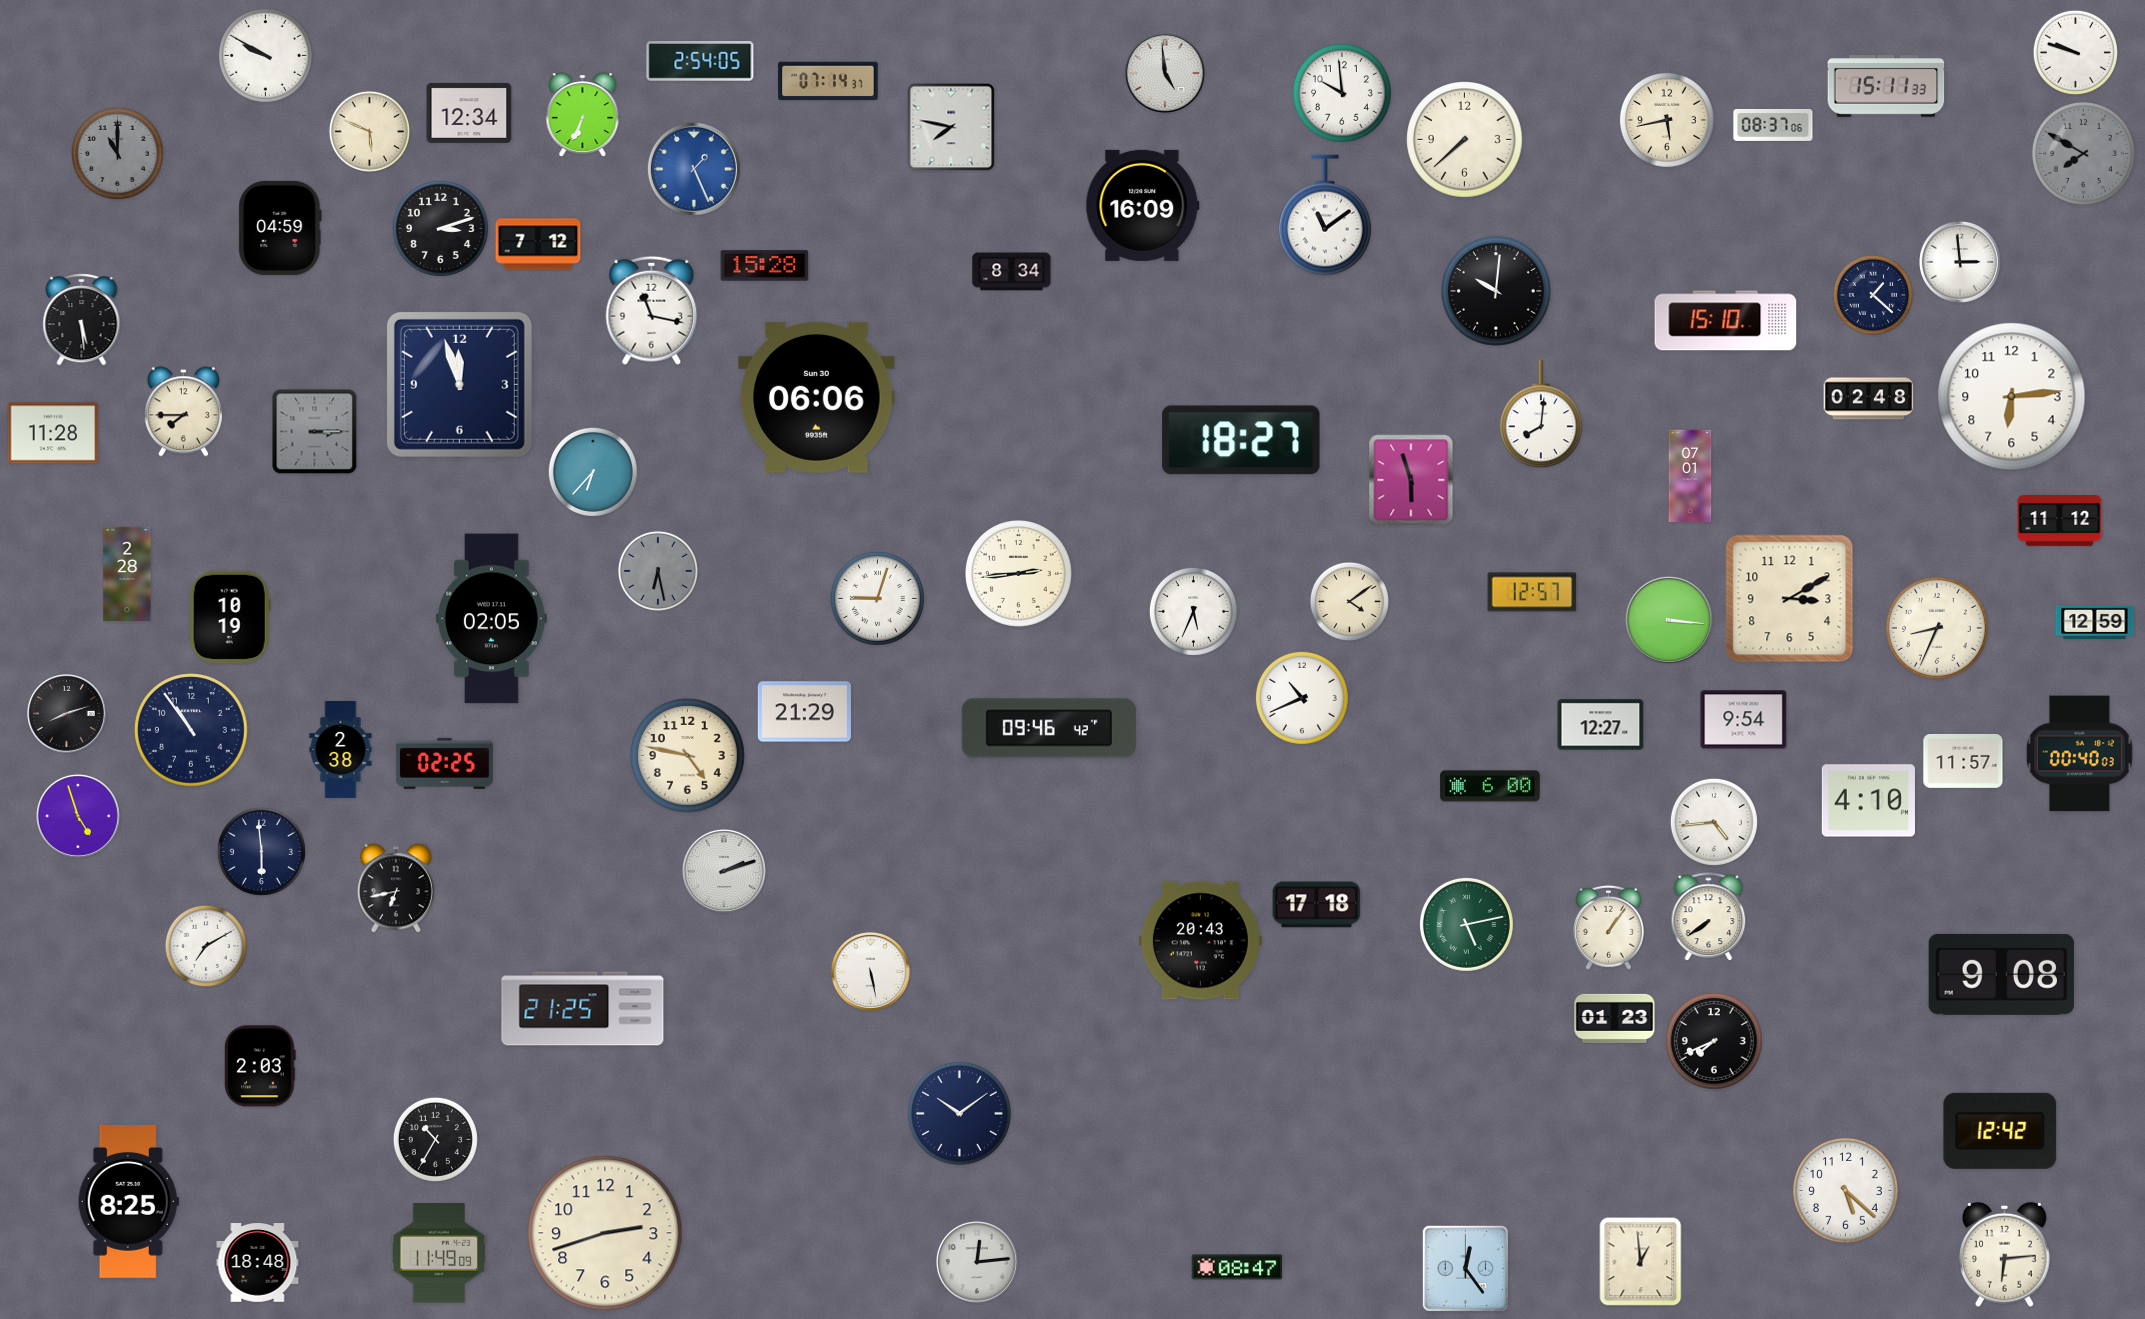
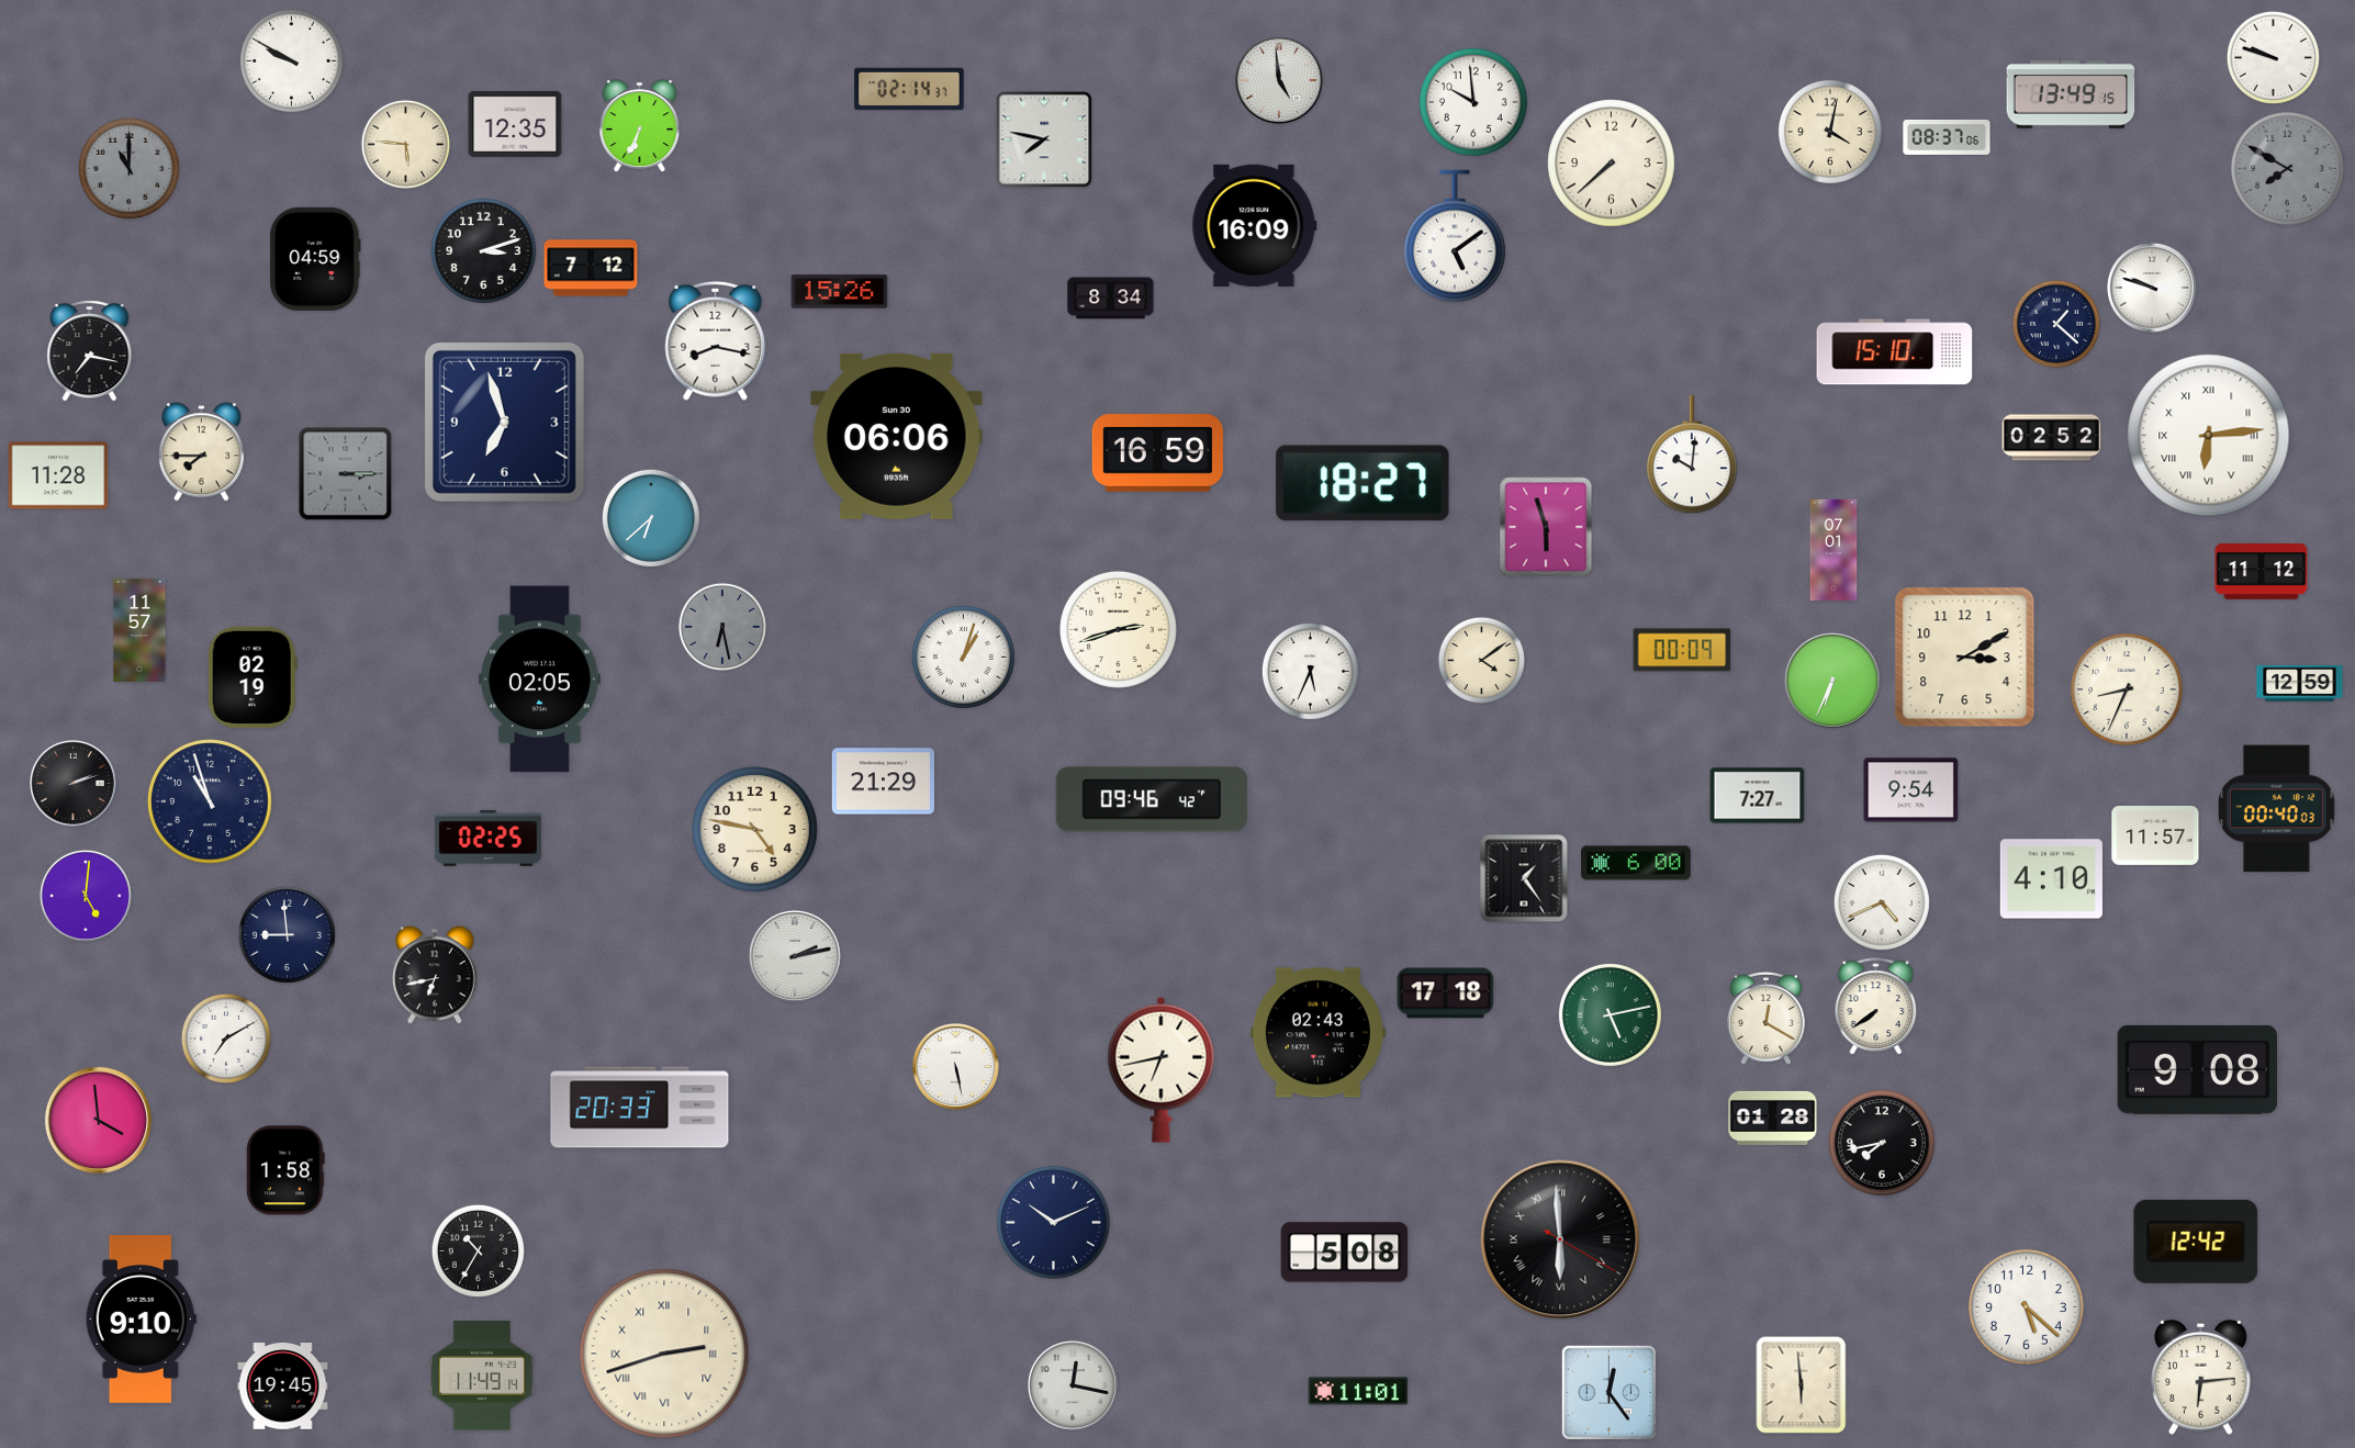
clock at (2075, 52) position: (2075, 52) -> (2273, 57)
clock at (700, 62): 2:54 -> none
clock at (828, 81): 07:14 -> 02:14
clock at (1886, 87): 15:11 -> 13:49
clock at (469, 113): 12:34 -> 12:35
clock at (1667, 120): 5:43 -> 4:02
clock at (369, 131): 5:49 -> 5:46
clock at (1465, 140) position: (1465, 140) -> (1612, 164)
clock at (694, 169): 1:26 -> none
clock at (1326, 215): 11:09 -> 5:09
clock at (280, 228) position: (280, 228) -> (315, 259)
clock at (1960, 262): 2:59 -> 9:48
clock at (765, 266): 15:28 -> 15:26
clock at (1497, 292): 10:01 -> none
clock at (652, 310): 11:17 -> 8:17
clock at (82, 320): 5:29 -> 7:17
clock at (459, 384): 11:57 -> 6:57
clock at (2012, 397) numerals: Arabic -> Roman
clock at (1869, 399): 02:48 -> 02:52
clock at (1157, 453): none -> 16:59
clock at (1541, 415): 8:01 -> 10:01
clock at (593, 472): 6:37 -> 6:38
clock at (1690, 476) position: (1690, 476) -> (1833, 550)
clock at (1411, 480) position: (1411, 480) -> (1546, 527)
clock at (1018, 573): 2:44 -> 2:42
clock at (127, 574): 2:28 -> 11:57
clock at (1532, 592): 12:57 -> 00:09
clock at (877, 598): 9:03 -> 1:03
clock at (230, 617): 10:19 -> 02:19
clock at (1669, 620): 3:16 -> 6:34
clock at (1302, 698): 10:41 -> none
clock at (66, 713): 8:12 -> 2:12
clock at (1744, 720) position: (1744, 720) -> (1911, 790)
clock at (1601, 725): 12:27 -> 7:27
clock at (192, 731): 10:54 -> 10:57
clock at (341, 750): 2:38 -> none
clock at (2080, 754) position: (2080, 754) -> (2277, 809)
clock at (1524, 878): none -> 1:24
clock at (78, 816): 4:57 -> 5:01
clock at (1714, 822): 4:44 -> 4:41
clock at (261, 851): 5:59 -> 8:59
clock at (724, 871): 2:12 -> 2:13
clock at (1608, 927): 1:06 -> 12:20
clock at (1200, 941): 20:43 -> 02:43
clock at (1162, 1069): none -> 6:43
clock at (583, 1009): 21:25 -> 20:33
clock at (1615, 1018): 01:23 -> 01:28
clock at (98, 1120): none -> 3:59
clock at (1714, 1041): 7:41 -> 7:43
clock at (260, 1066): 2:03 -> 1:58
clock at (959, 1113): 10:09 -> 10:11
clock at (1560, 1239): none -> 5:59
clock at (1345, 1253): none -> 5:08
clock at (128, 1202): 8:25 -> 9:10
clock at (605, 1233) numerals: Arabic -> Roman
clock at (439, 1253): 11:49:09 -> 11:49:14
clock at (977, 1262): 12:14 -> 12:17
clock at (1641, 1262): 12:59 -> 5:59
clock at (258, 1263): 18:48 -> 19:45
clock at (1237, 1267): 08:47 -> 11:01
